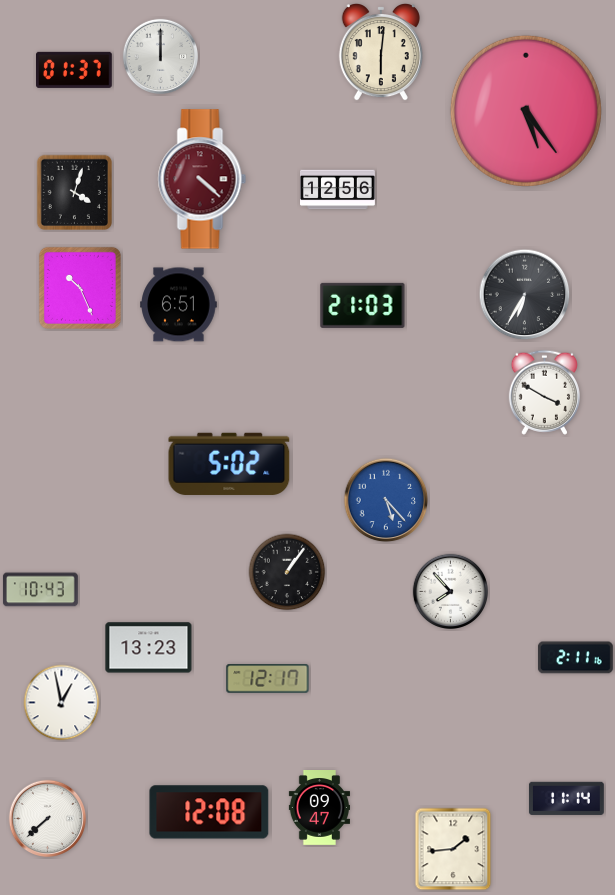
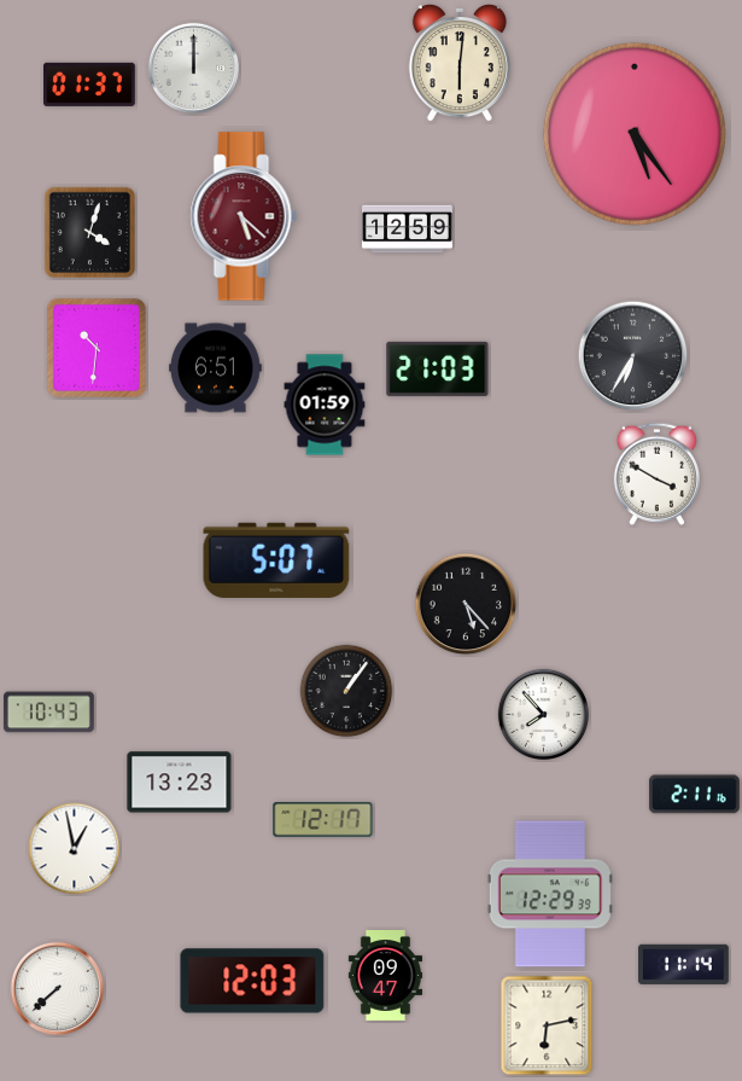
clock at (202, 179): 4:22 -> 5:22
clock at (338, 190): 12:56 -> 12:59
clock at (80, 288): 10:26 -> 10:31
clock at (325, 405): none -> 01:59
clock at (229, 464): 5:02 -> 5:07
clock at (386, 500) dial: blue -> black
clock at (550, 894): none -> 12:29
clock at (209, 812): 12:08 -> 12:03
clock at (453, 849): 1:44 -> 6:13
